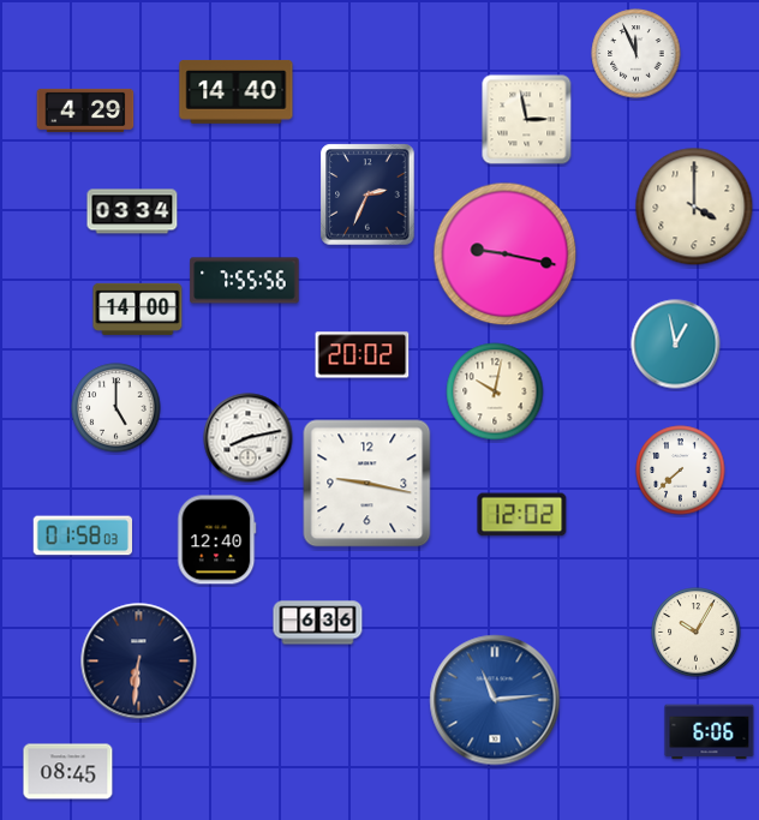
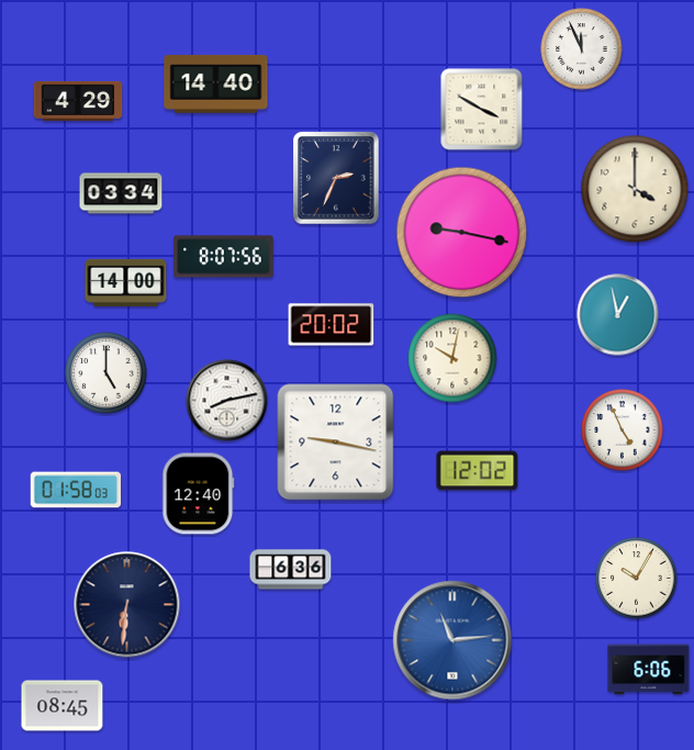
clock at (527, 120): 2:58 -> 3:50
clock at (245, 281): 7:55 -> 8:07
clock at (681, 471): 7:38 -> 4:56
